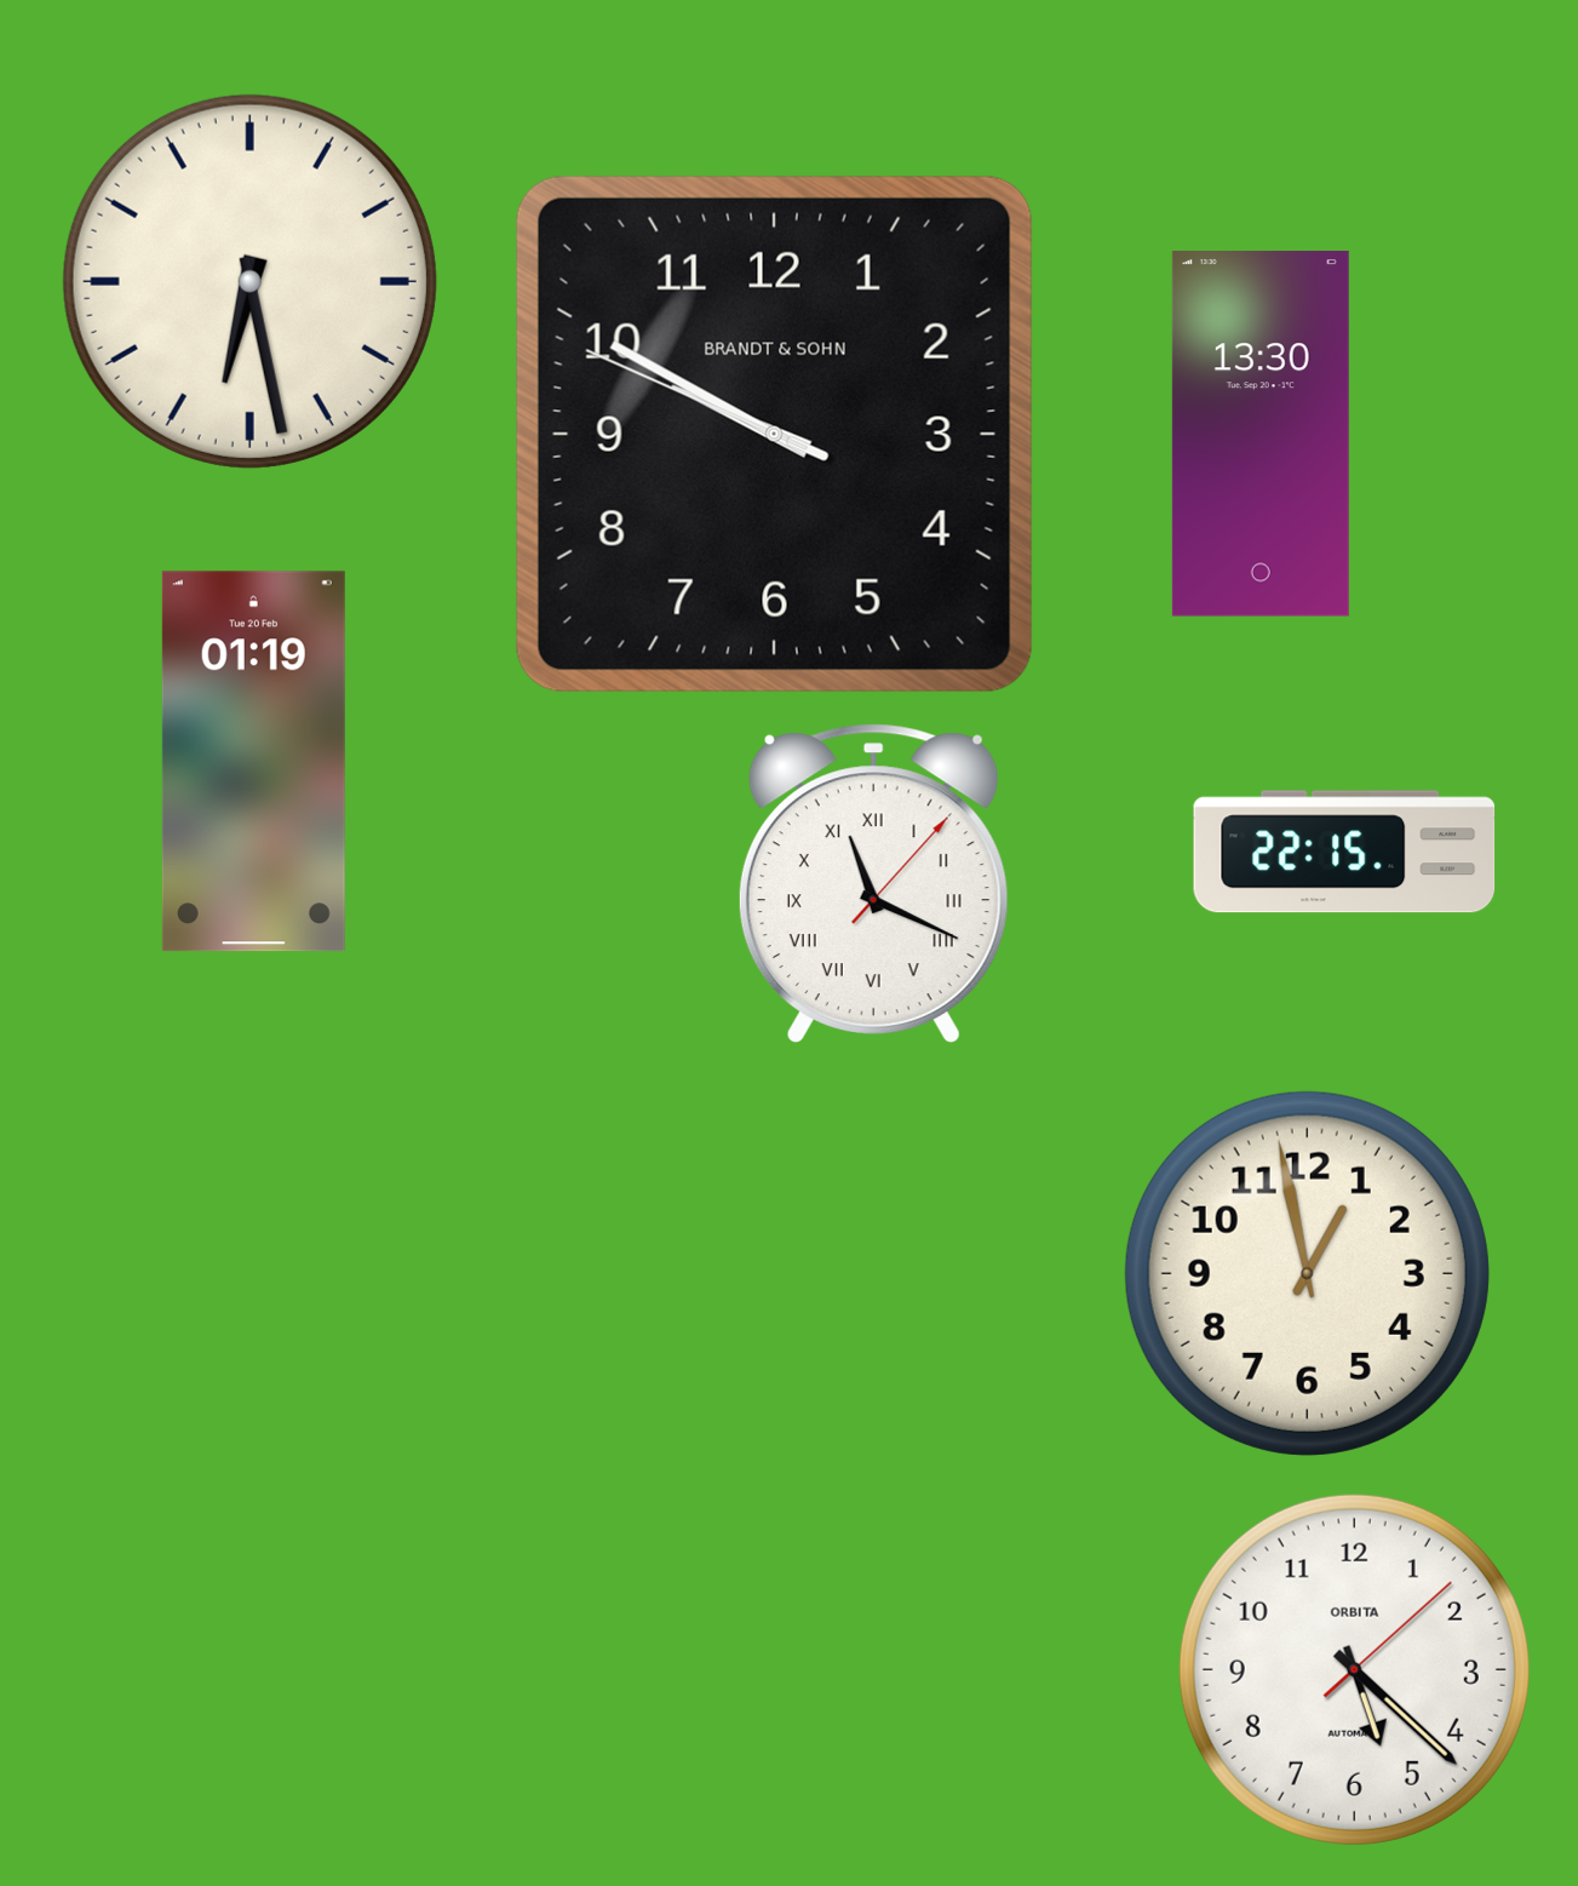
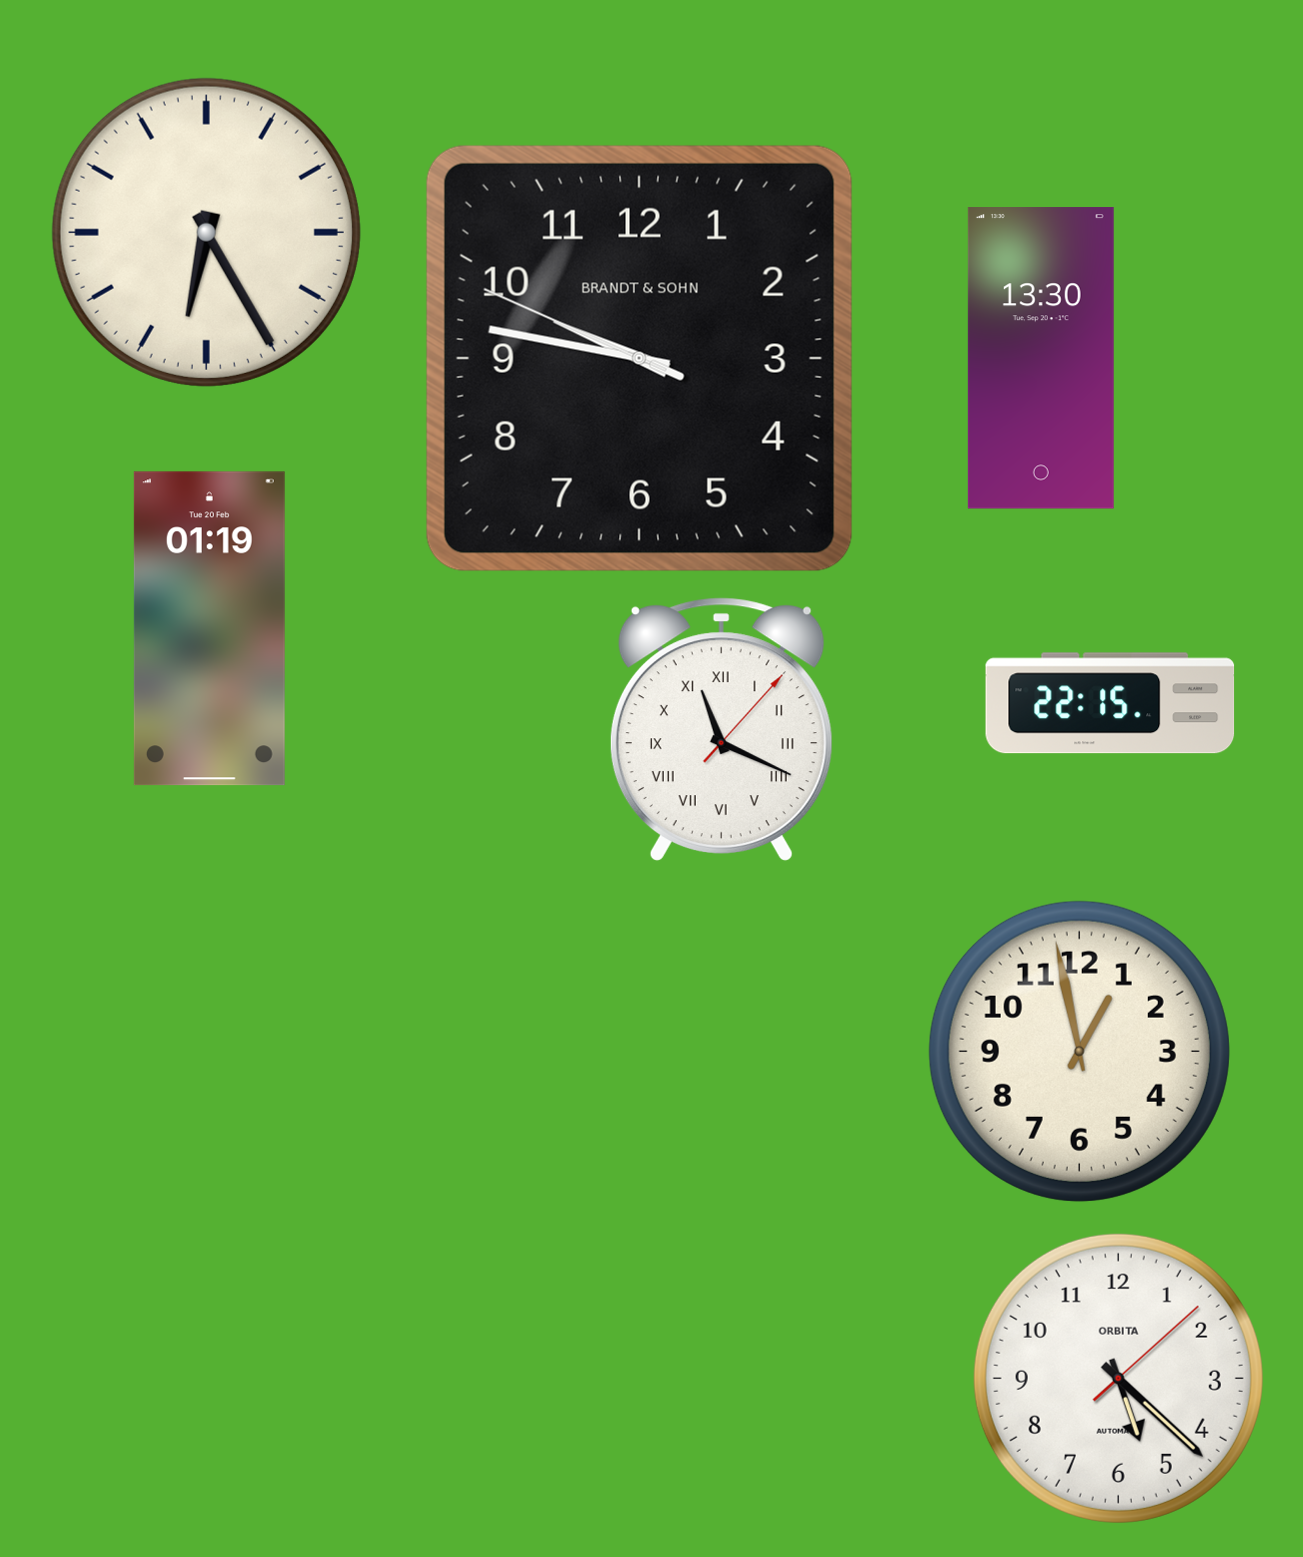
clock at (249, 281): 6:28 -> 6:25
clock at (774, 434): 9:49 -> 9:46
